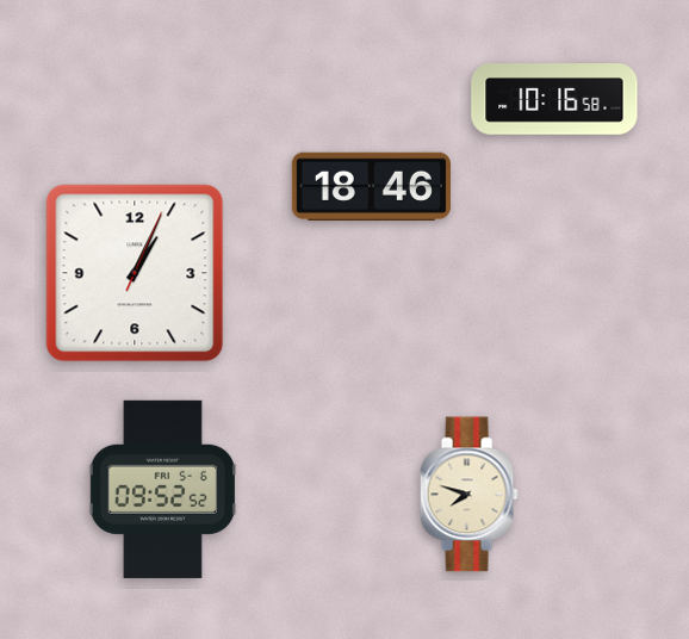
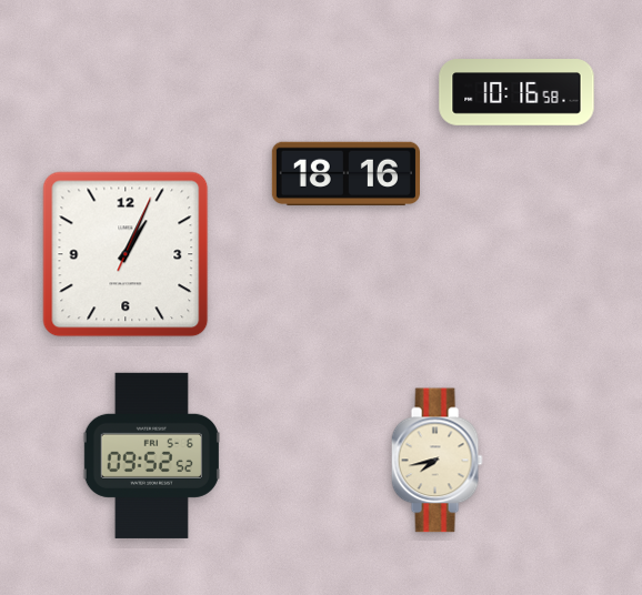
clock at (371, 187): 18:46 -> 18:16
clock at (468, 495): 7:48 -> 7:43
